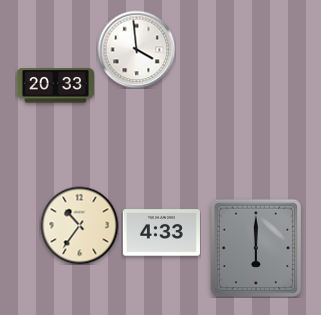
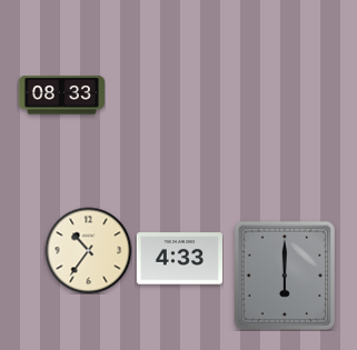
clock at (136, 49): 3:59 -> none
clock at (55, 86): 20:33 -> 08:33
